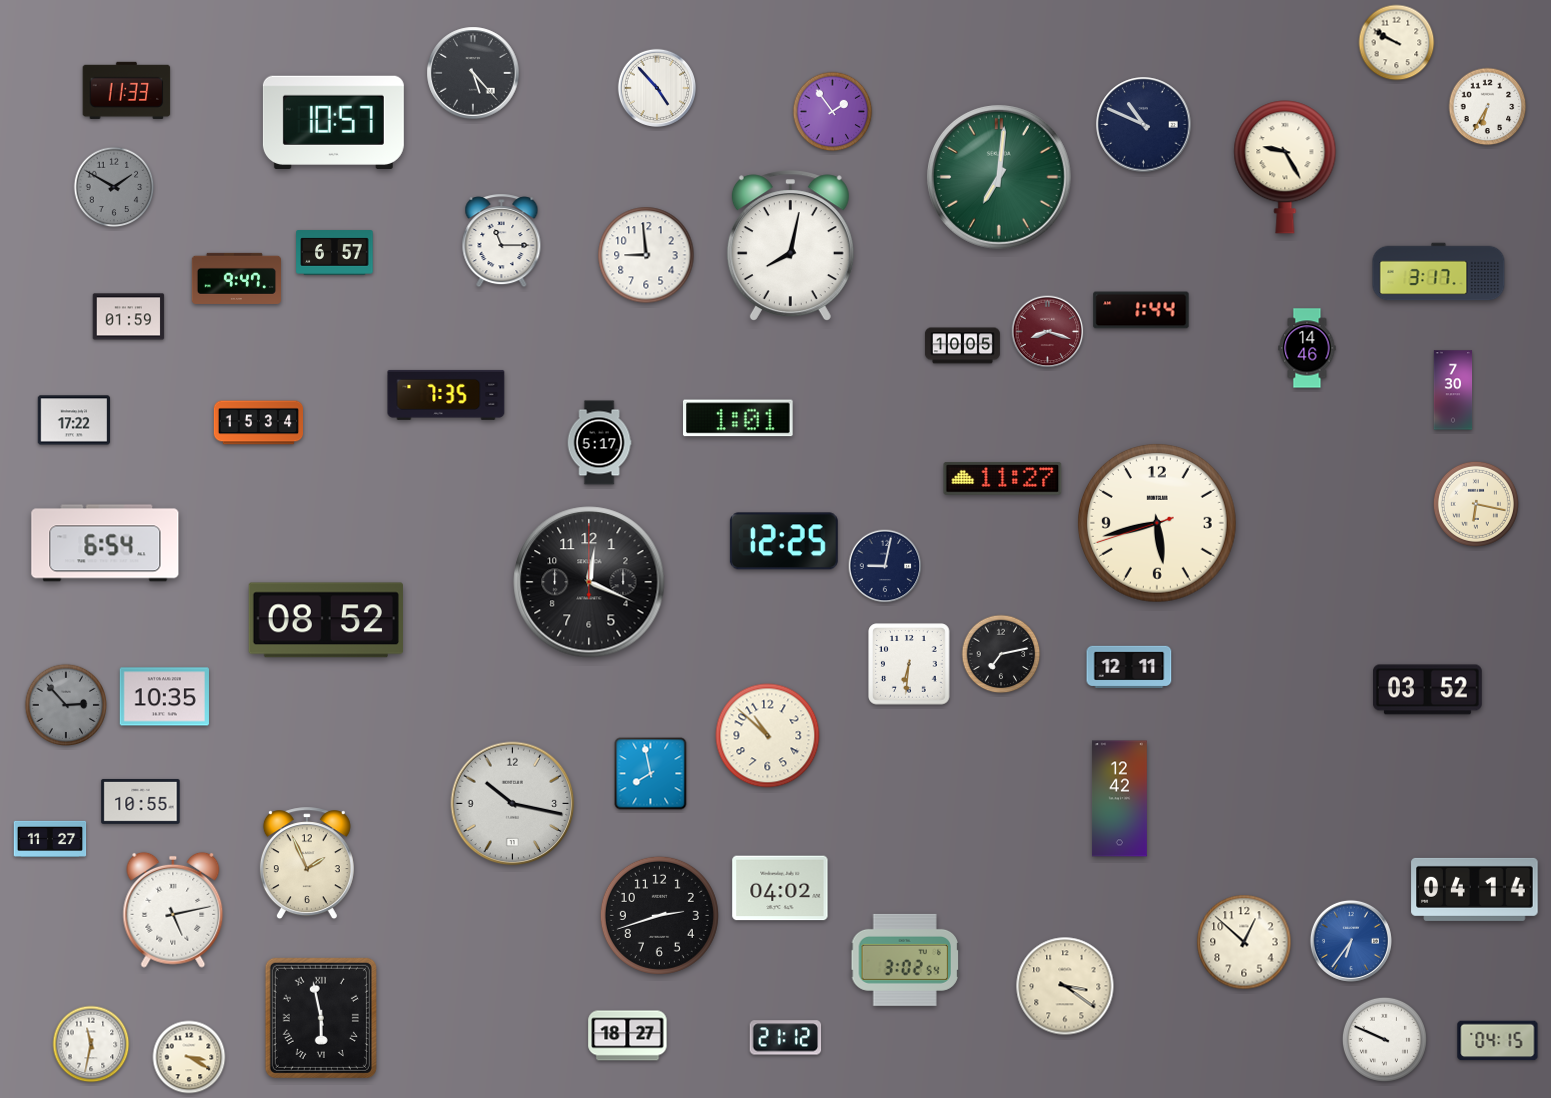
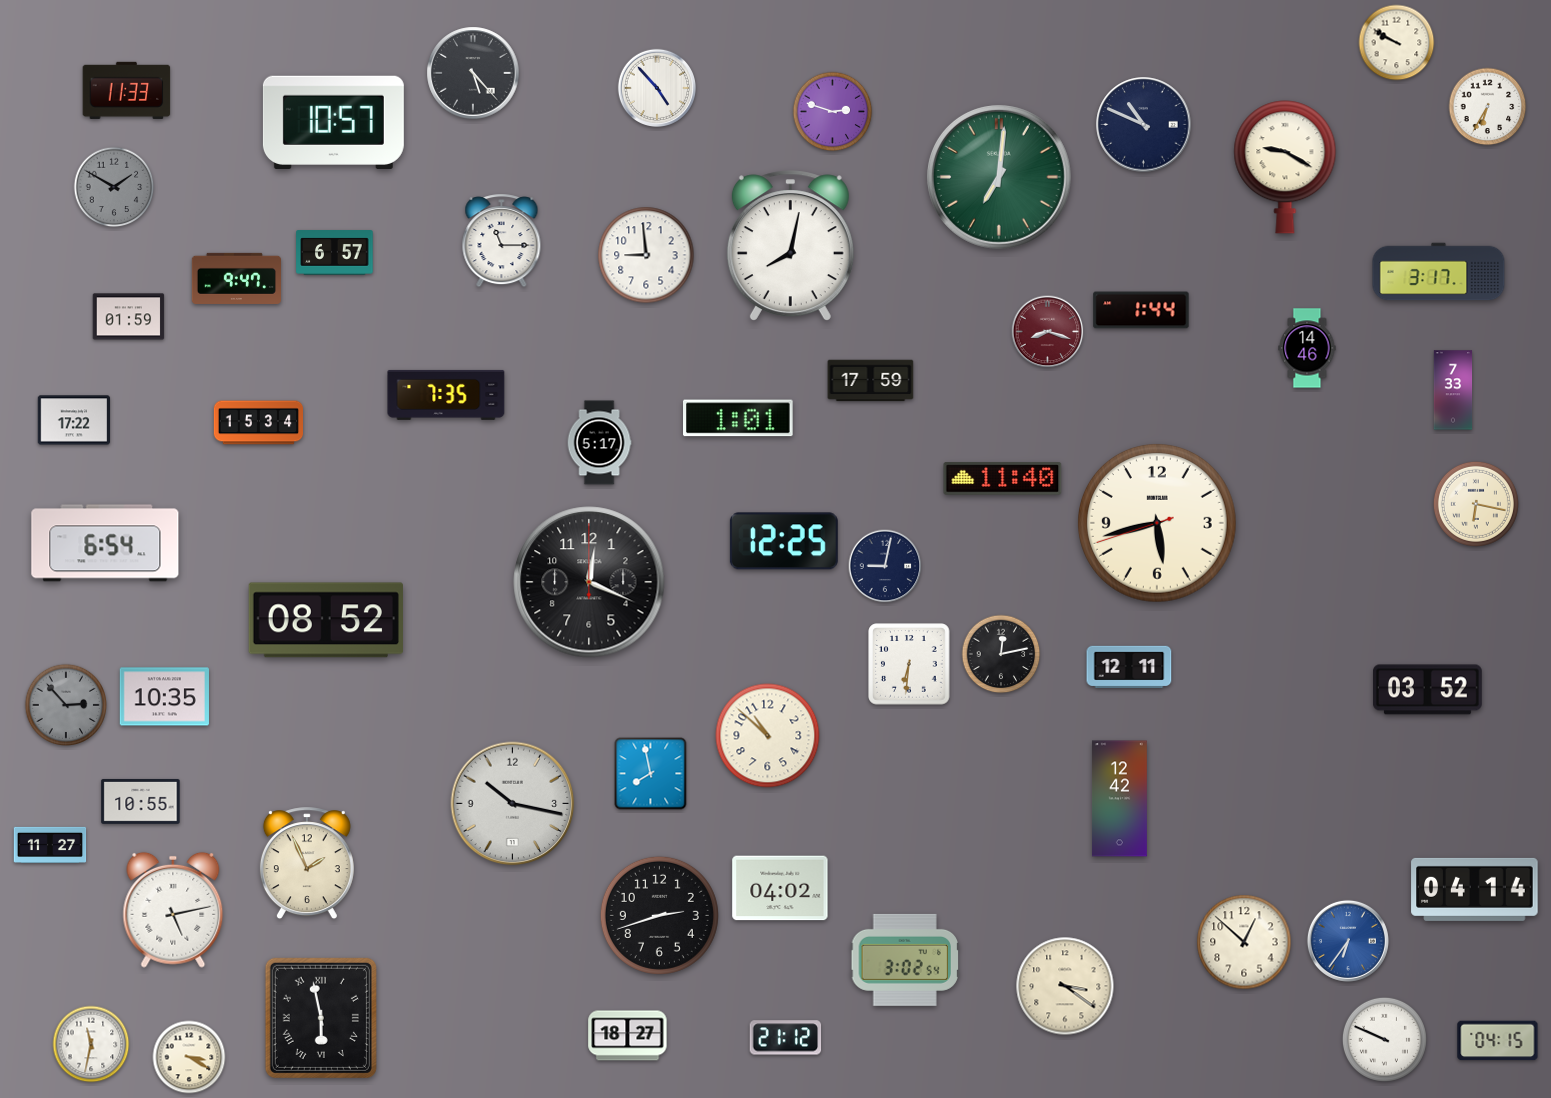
clock at (833, 112): 1:54 -> 2:48
clock at (1285, 167): 9:25 -> 9:20
clock at (962, 346): 10:05 -> none
clock at (871, 381): none -> 17:59
clock at (1453, 390): 7:30 -> 7:33
clock at (1003, 479): 11:27 -> 11:40
clock at (1001, 654): 7:13 -> 12:13
clock at (50, 838) position: (50, 838) -> (50, 844)
clock at (1351, 941) position: (1351, 941) -> (1348, 941)
